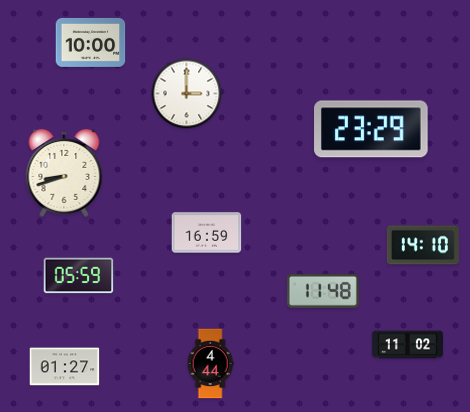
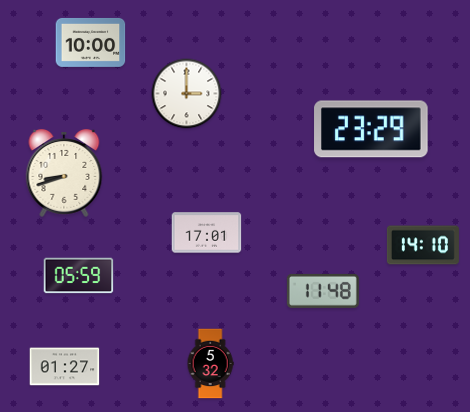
clock at (207, 233): 16:59 -> 17:01
clock at (407, 345): 11:02 -> none
clock at (210, 364): 4:44 -> 5:32
